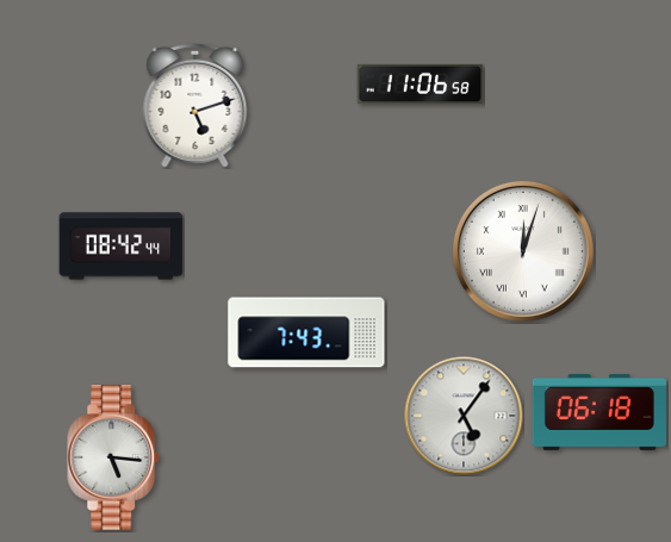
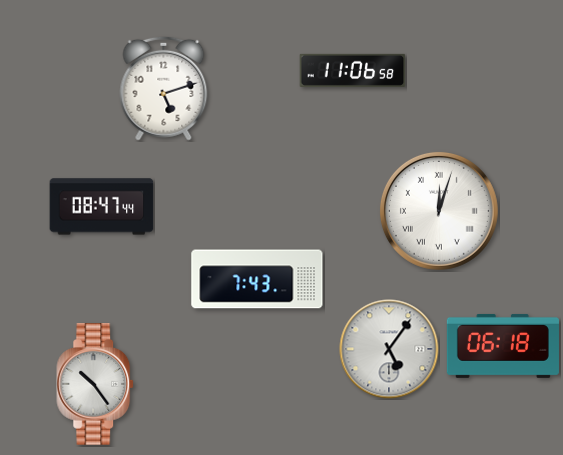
clock at (122, 247): 08:42 -> 08:47
clock at (114, 457): 5:16 -> 10:24
